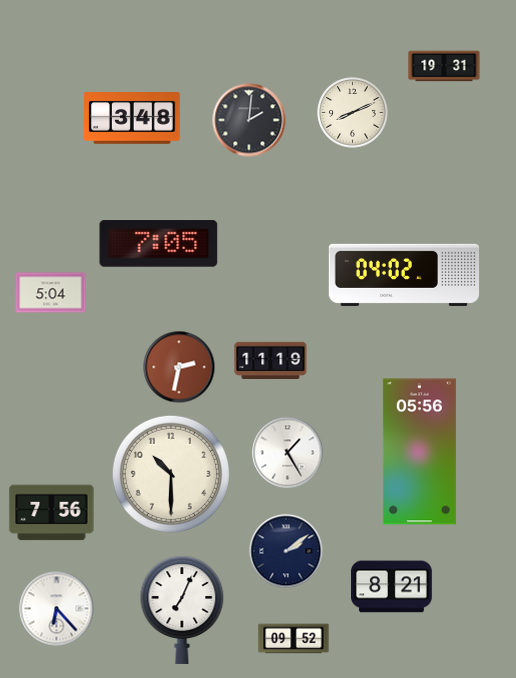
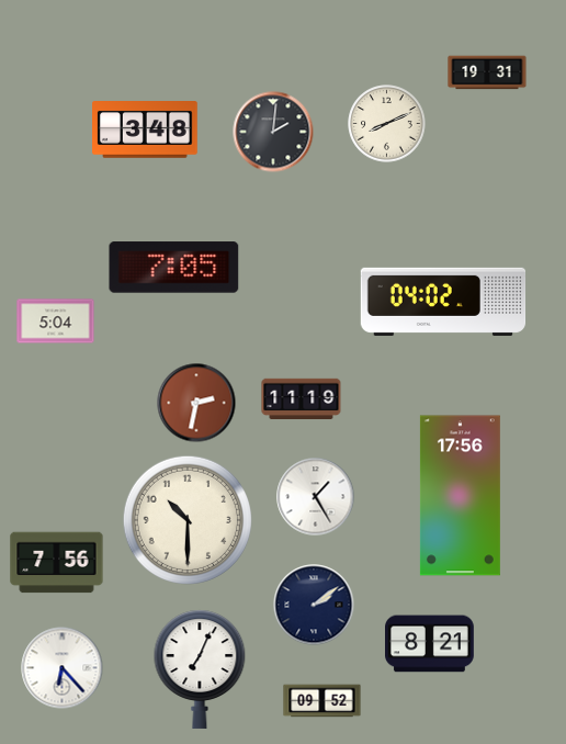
clock at (271, 360) position: (271, 360) -> (302, 398)
clock at (419, 452): 05:56 -> 17:56
